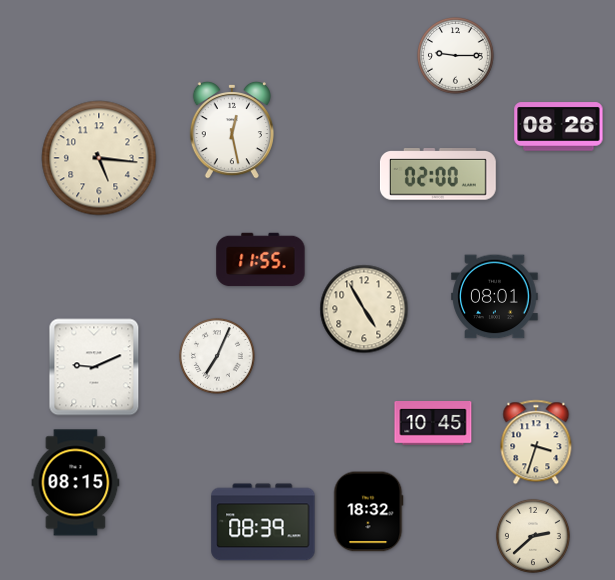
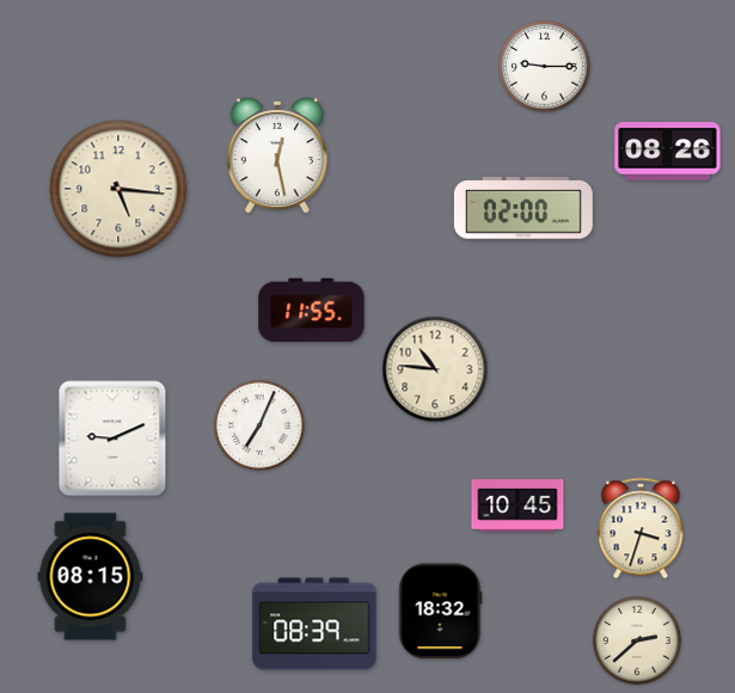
clock at (495, 297): 08:01 -> none
clock at (364, 309): 4:55 -> 10:46
